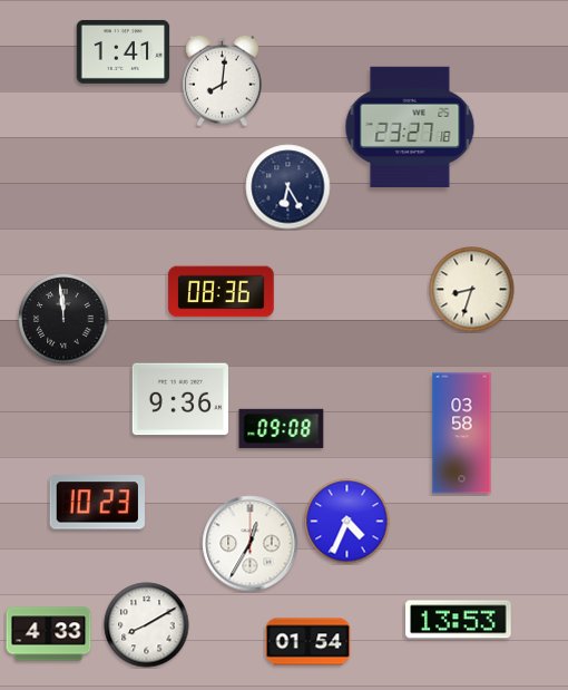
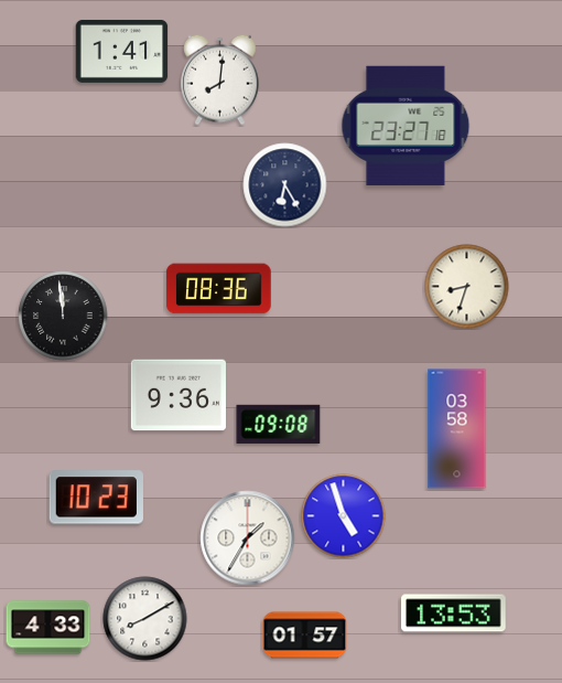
clock at (347, 522): 4:34 -> 4:57
clock at (251, 544): 12:35 -> 1:35
clock at (309, 642): 01:54 -> 01:57
